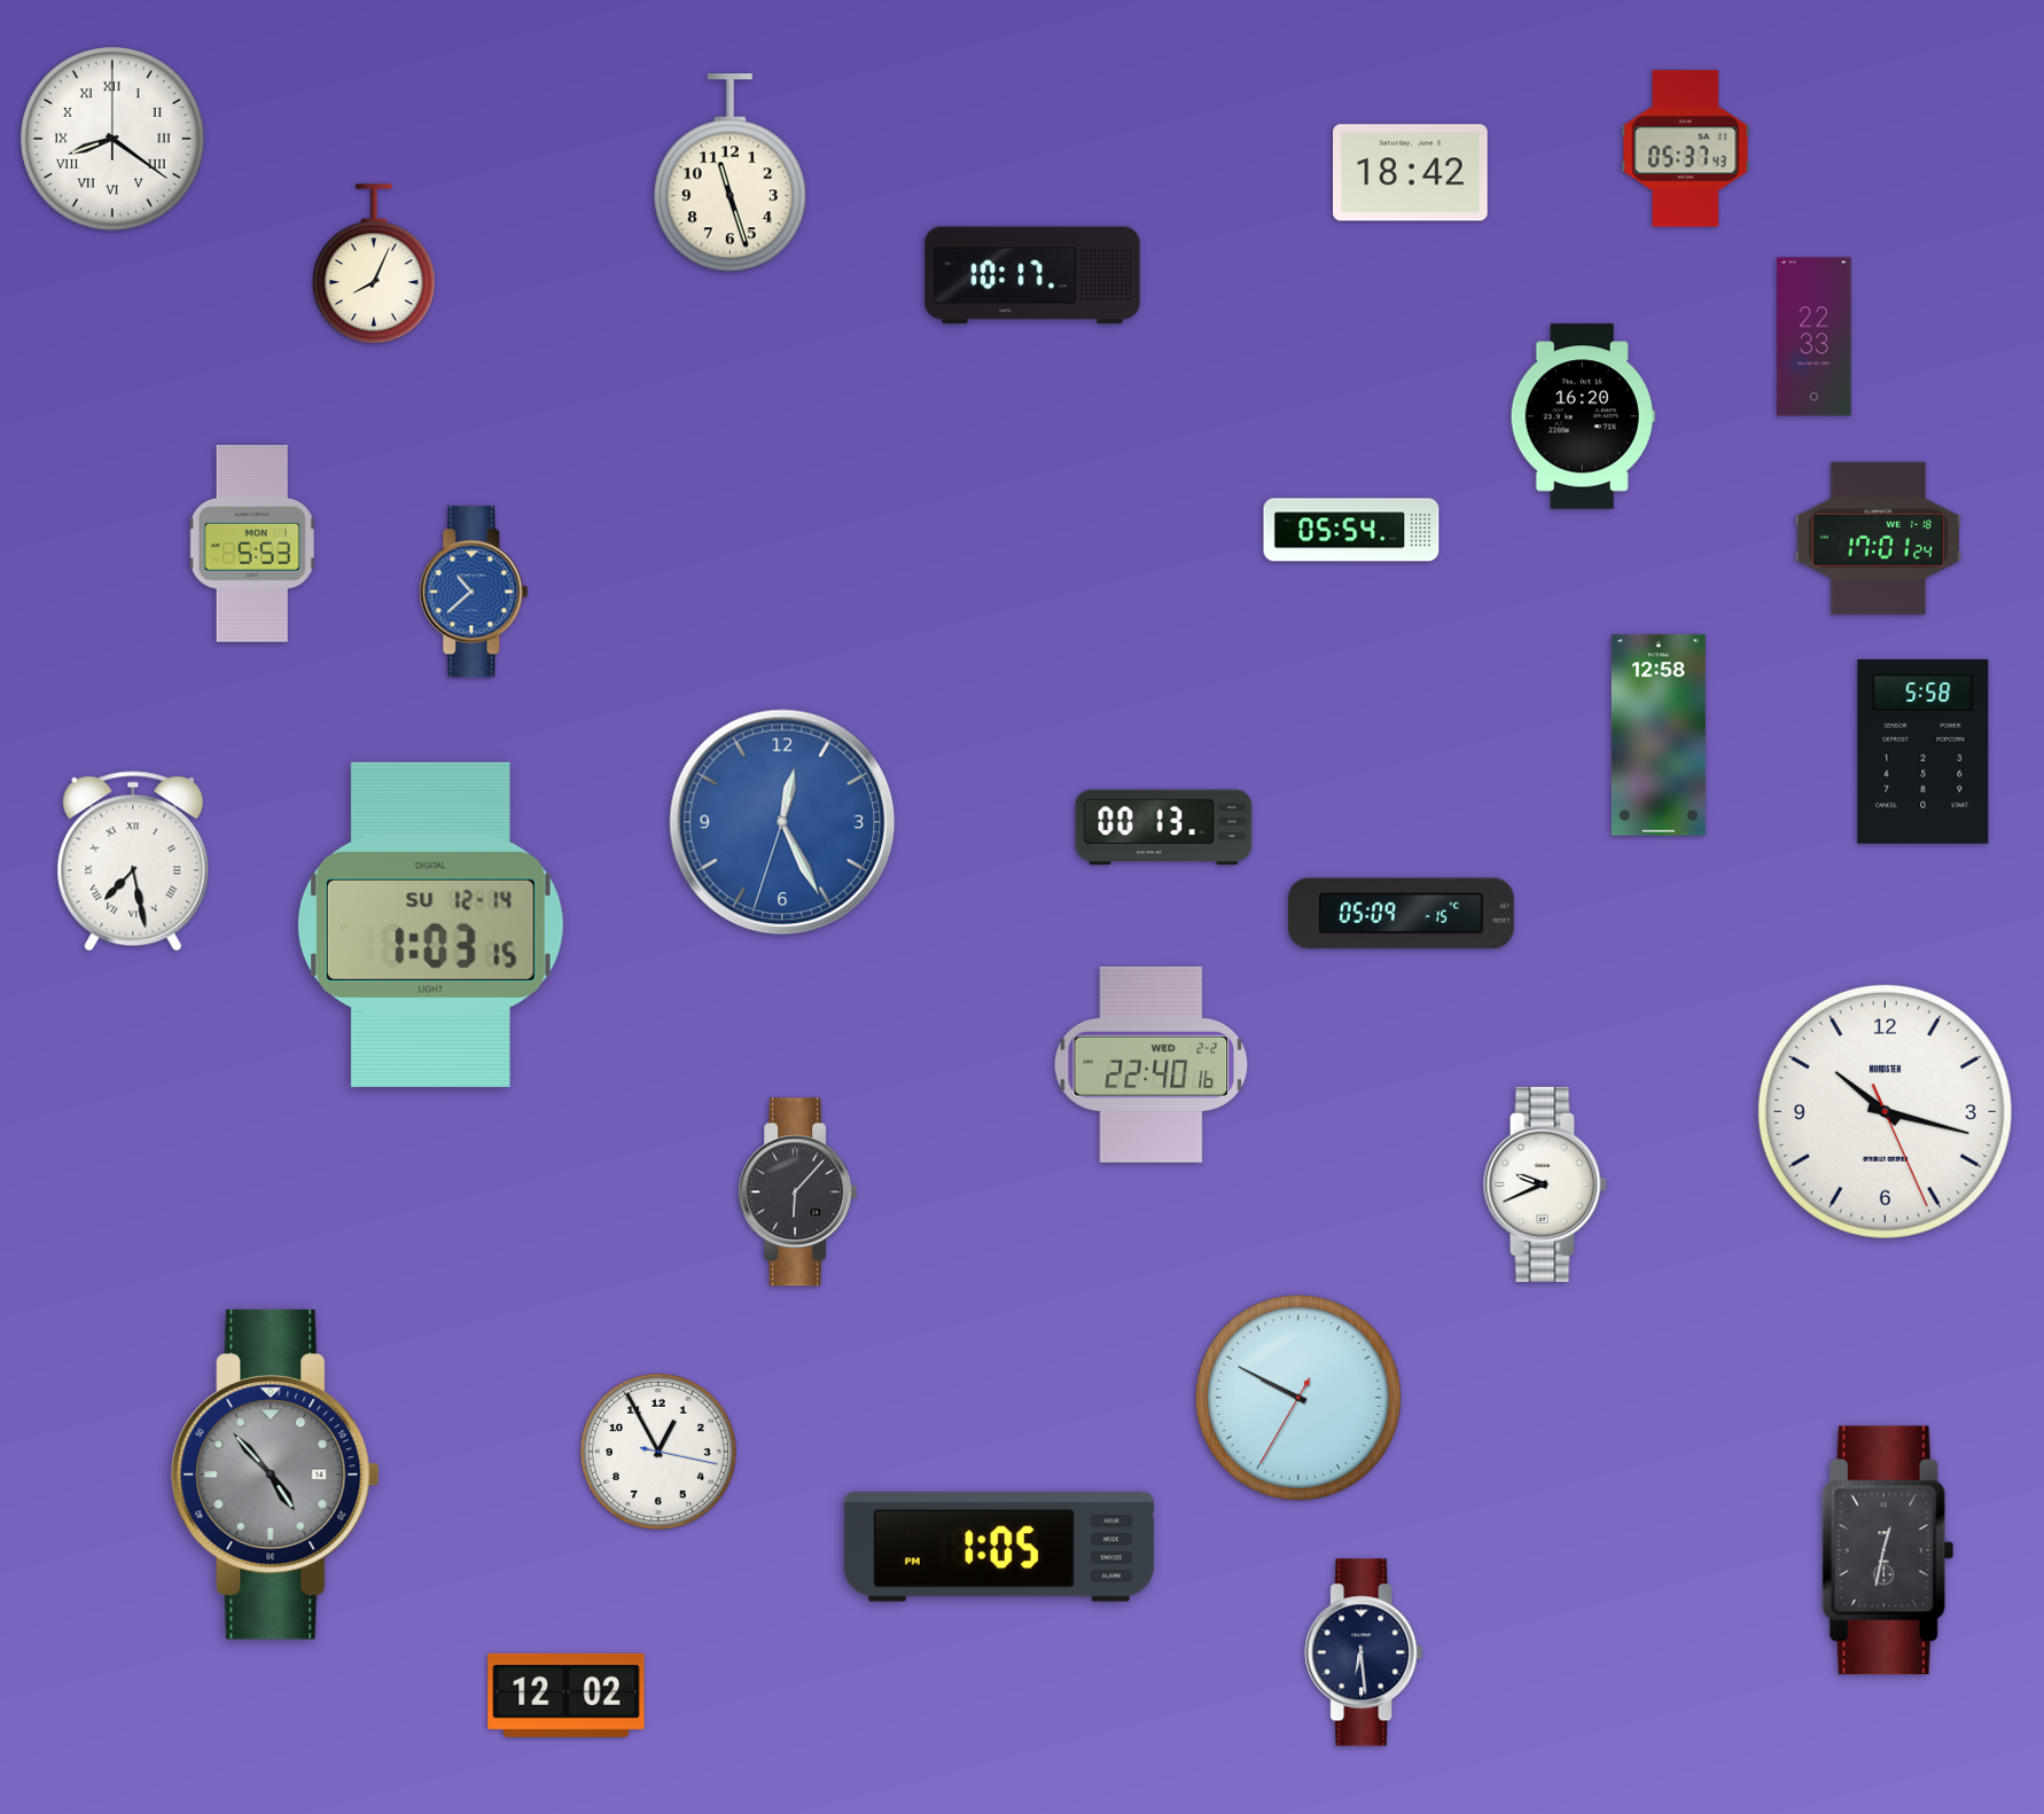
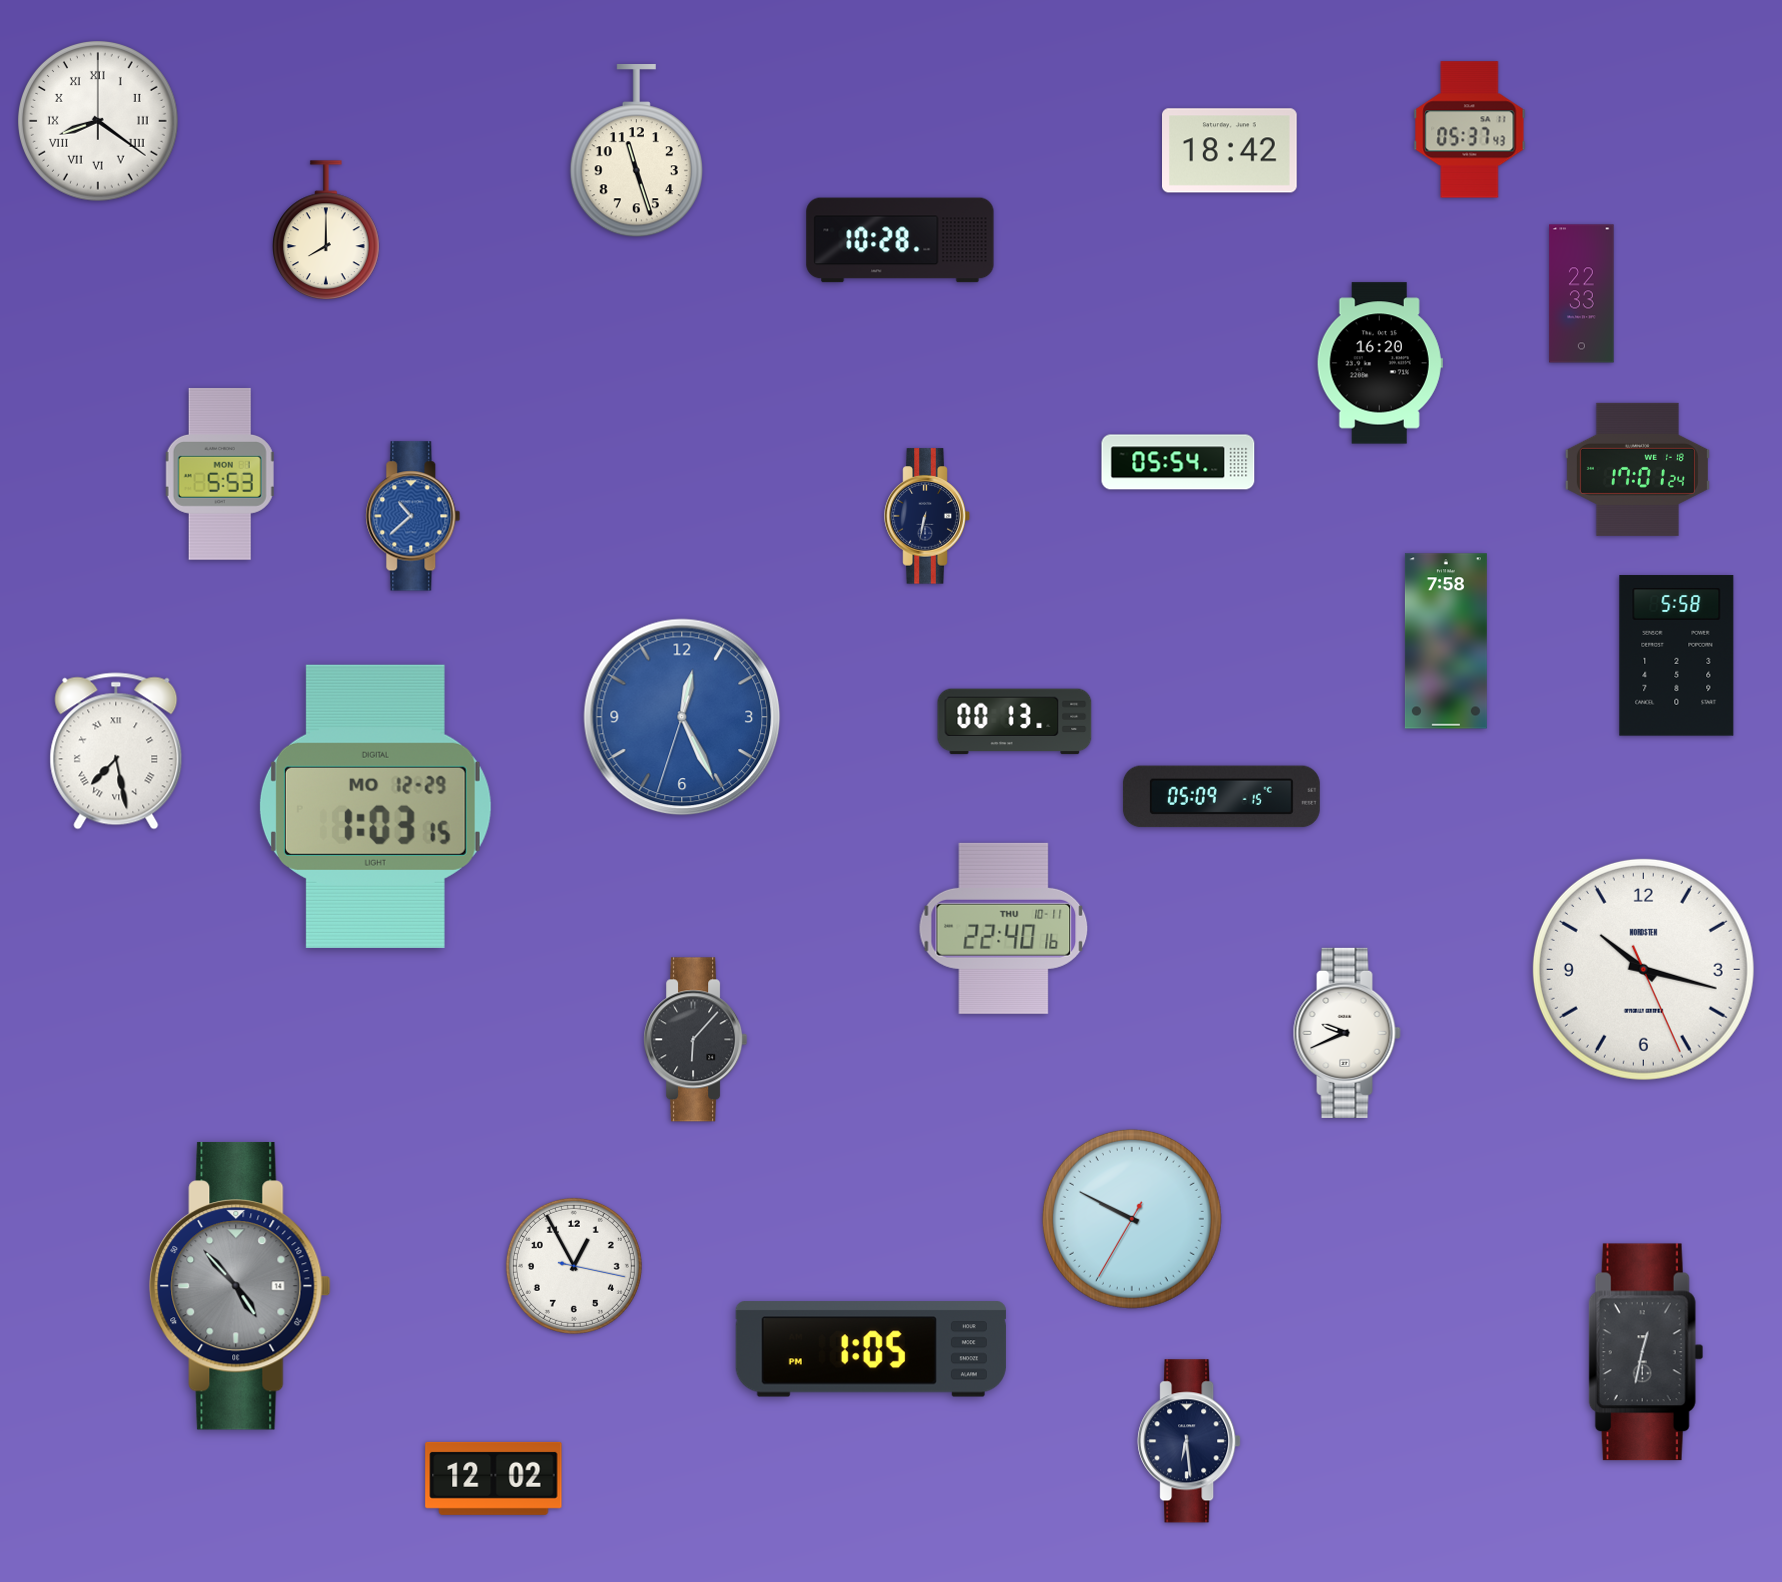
clock at (375, 265): 8:04 -> 8:00
clock at (1032, 275): 10:17 -> 10:28
clock at (927, 516): none -> 6:32
clock at (1659, 735): 12:58 -> 7:58
clock at (430, 924) date: SU 12-14 -> MO 12-29
clock at (1152, 1064) date: WED 2-2 -> THU 10-11
